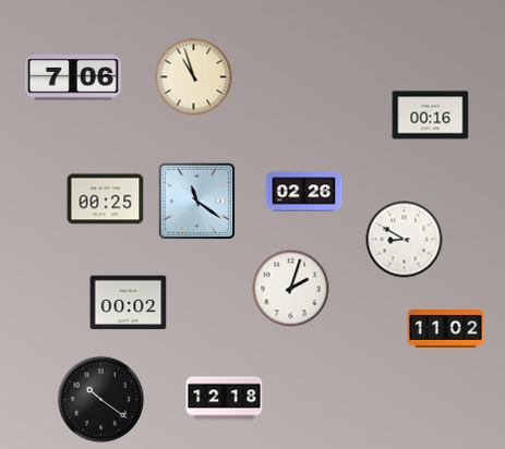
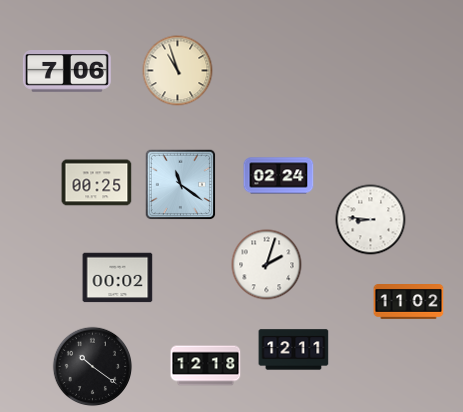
clock at (431, 116): 00:16 -> none
clock at (304, 192): 02:26 -> 02:24
clock at (405, 240): 8:50 -> 8:46
clock at (294, 350): none -> 12:11
